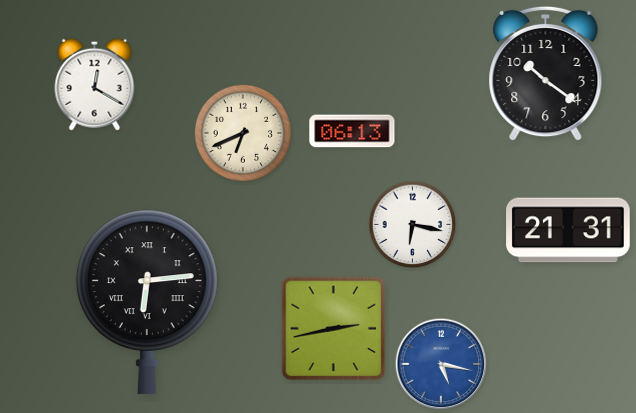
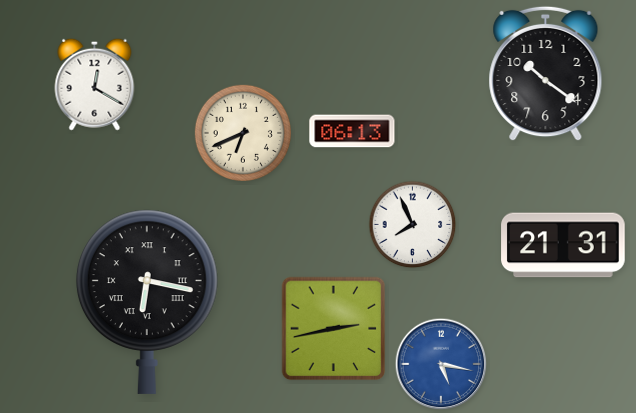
clock at (413, 225): 6:17 -> 7:56
clock at (568, 230) position: (568, 230) -> (563, 245)
clock at (147, 302): 6:14 -> 6:17
